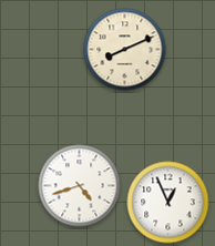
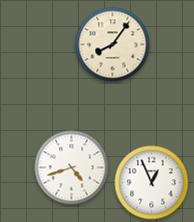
clock at (125, 50): 8:11 -> 8:06
